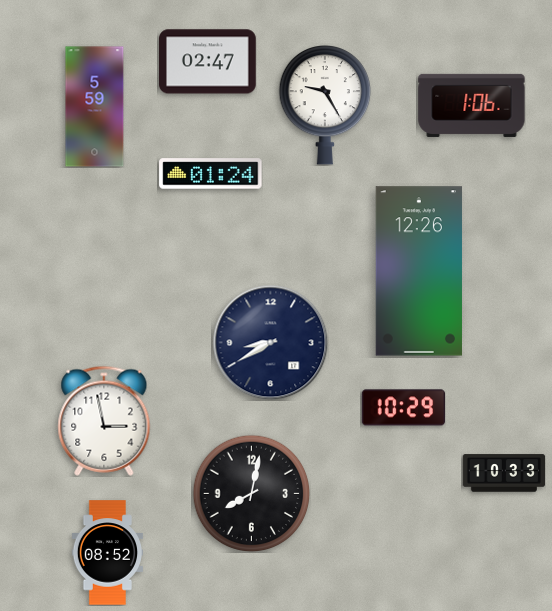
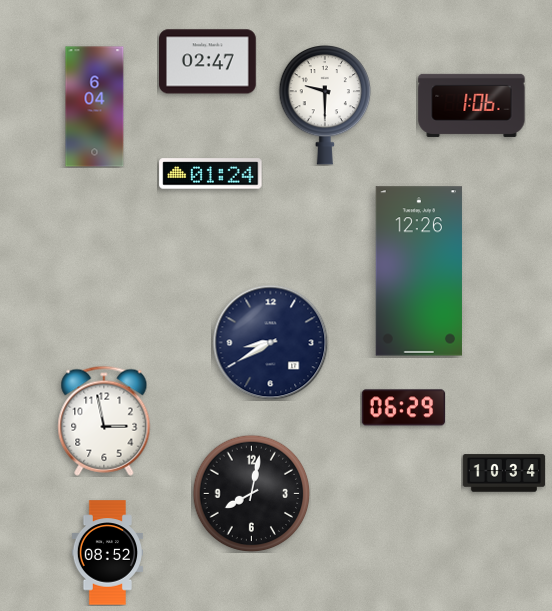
clock at (325, 105): 9:25 -> 9:30
clock at (95, 107): 5:59 -> 6:04
clock at (403, 408): 10:29 -> 06:29
clock at (504, 473): 10:33 -> 10:34
